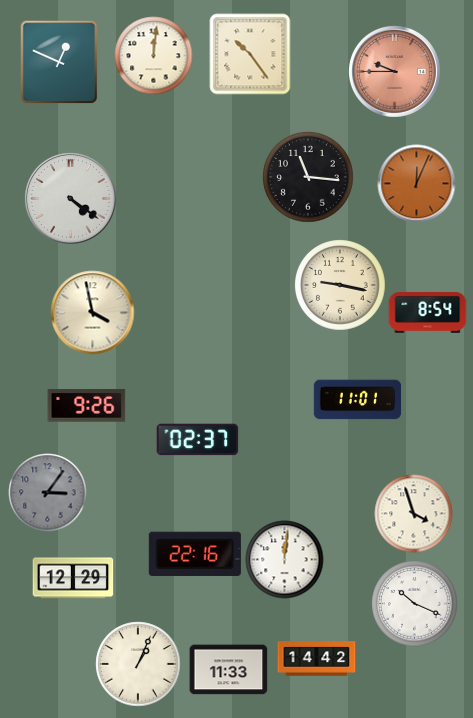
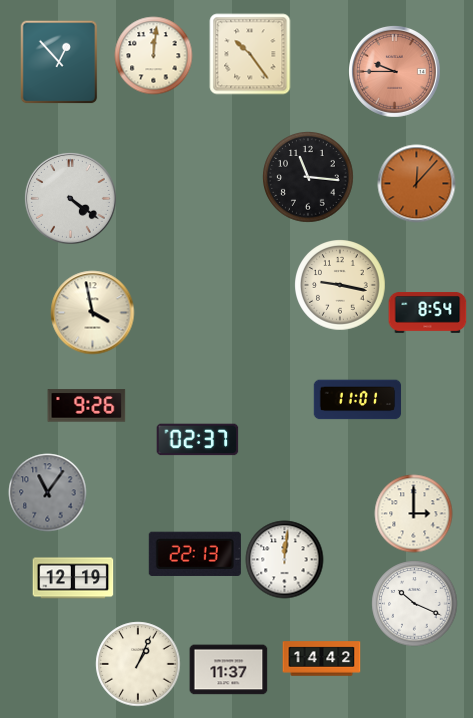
clock at (59, 62): 12:49 -> 12:53
clock at (416, 183): 12:04 -> 12:07
clock at (47, 492): 3:06 -> 11:06
clock at (413, 513): 3:57 -> 3:00
clock at (195, 553): 22:16 -> 22:13
clock at (73, 578): 12:29 -> 12:19
clock at (316, 659) position: (316, 659) -> (321, 659)
clock at (228, 670): 11:33 -> 11:37
